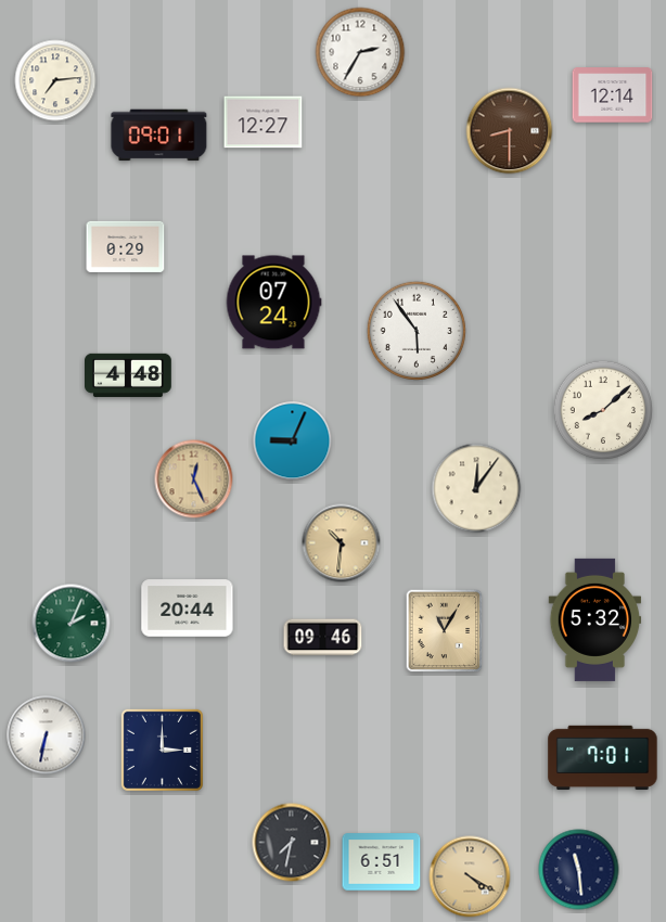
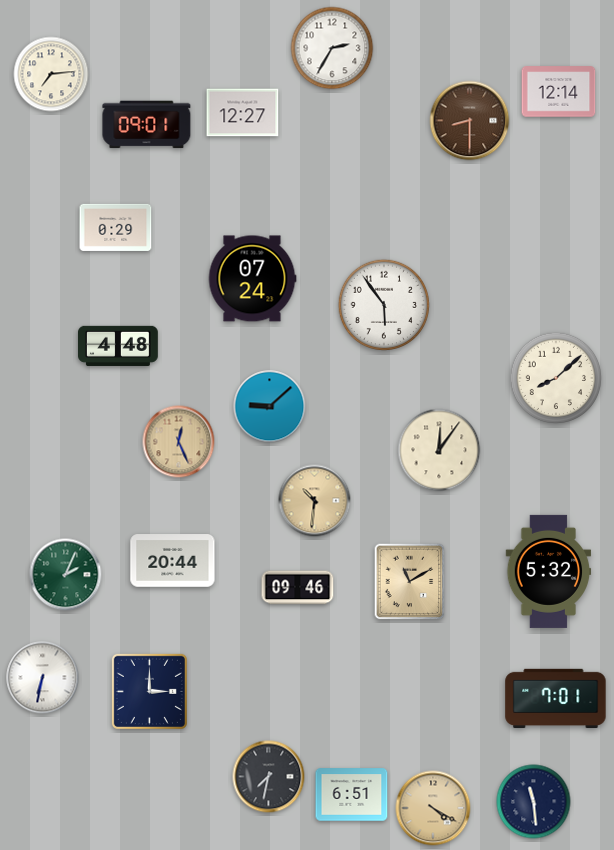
clock at (613, 95) position: (613, 95) -> (559, 92)
clock at (293, 441): 9:04 -> 9:08
clock at (445, 631): 11:05 -> 11:10
